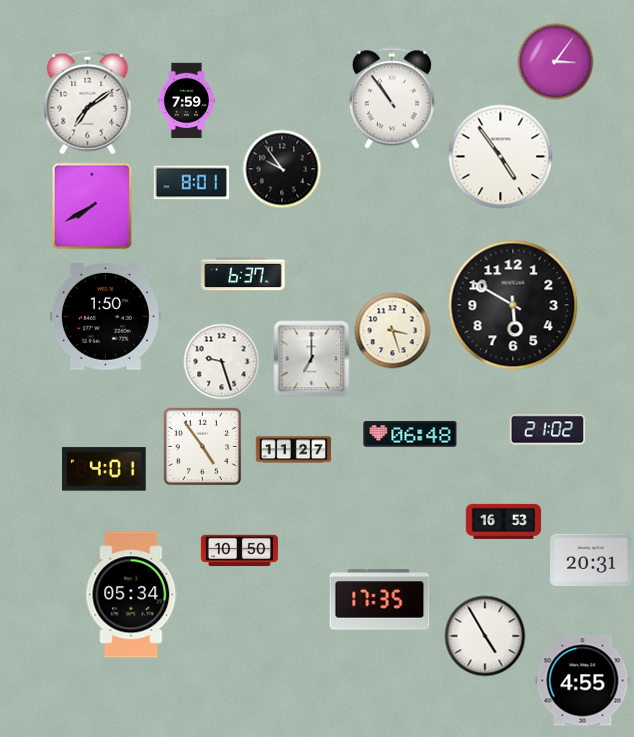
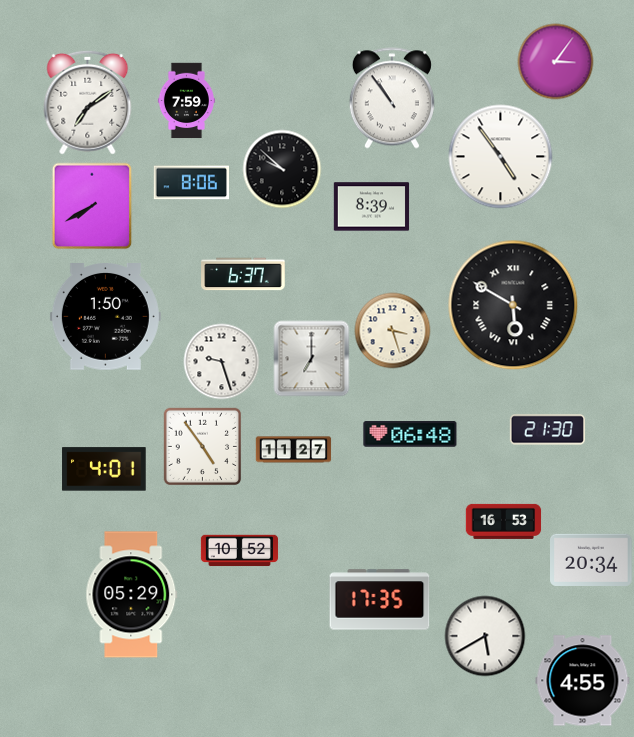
clock at (282, 169): 9:54 -> 9:52
clock at (191, 183): 8:01 -> 8:06
clock at (372, 207): none -> 8:39
clock at (513, 305) numerals: Arabic -> Roman
clock at (548, 430): 21:02 -> 21:30
clock at (239, 551): 10:50 -> 10:52
clock at (592, 560): 20:31 -> 20:34
clock at (132, 595): 05:34 -> 05:29
clock at (485, 636): 4:55 -> 5:40
